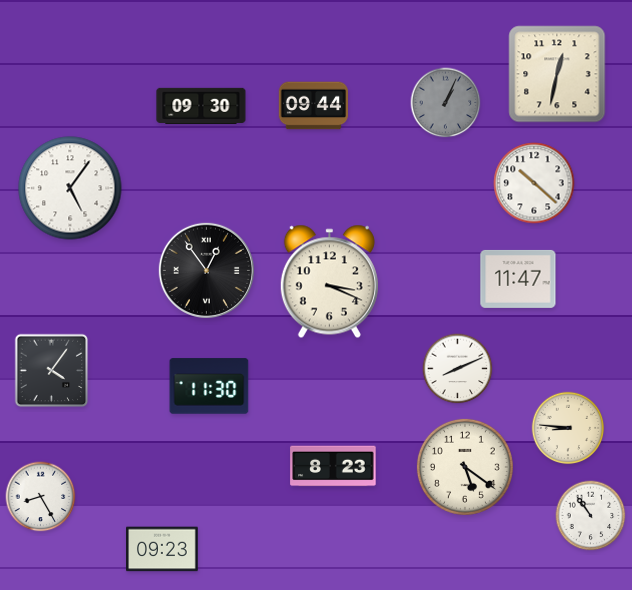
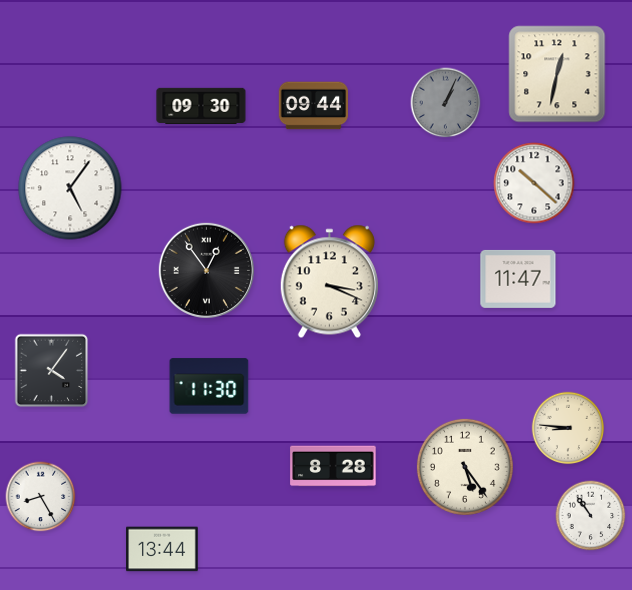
clock at (458, 369): 8:11 -> none
clock at (333, 466): 8:23 -> 8:28
clock at (465, 467): 5:21 -> 5:24
clock at (162, 549): 09:23 -> 13:44
